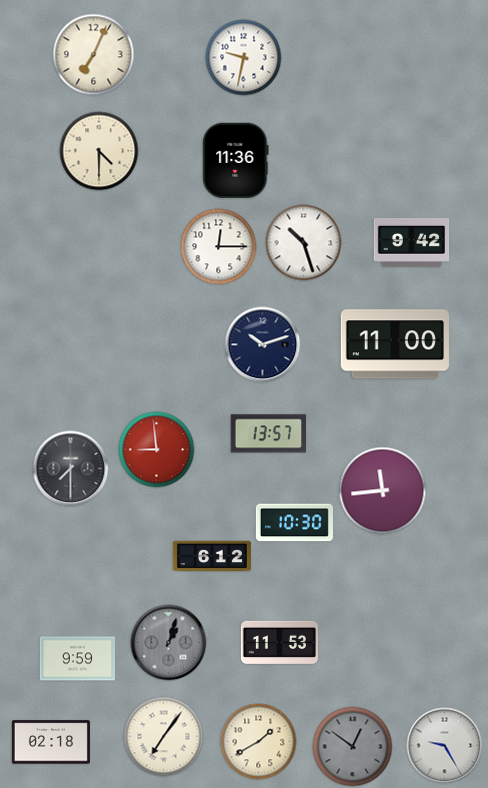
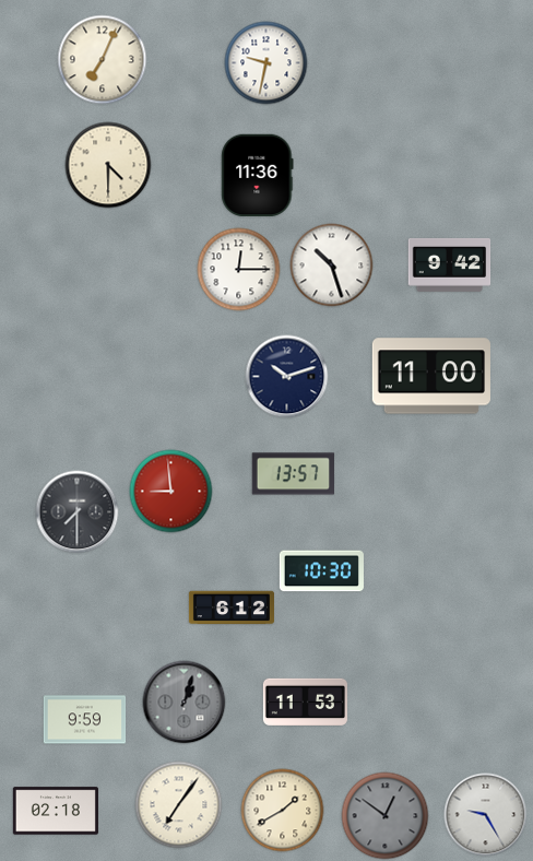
clock at (383, 491): 11:44 -> none
